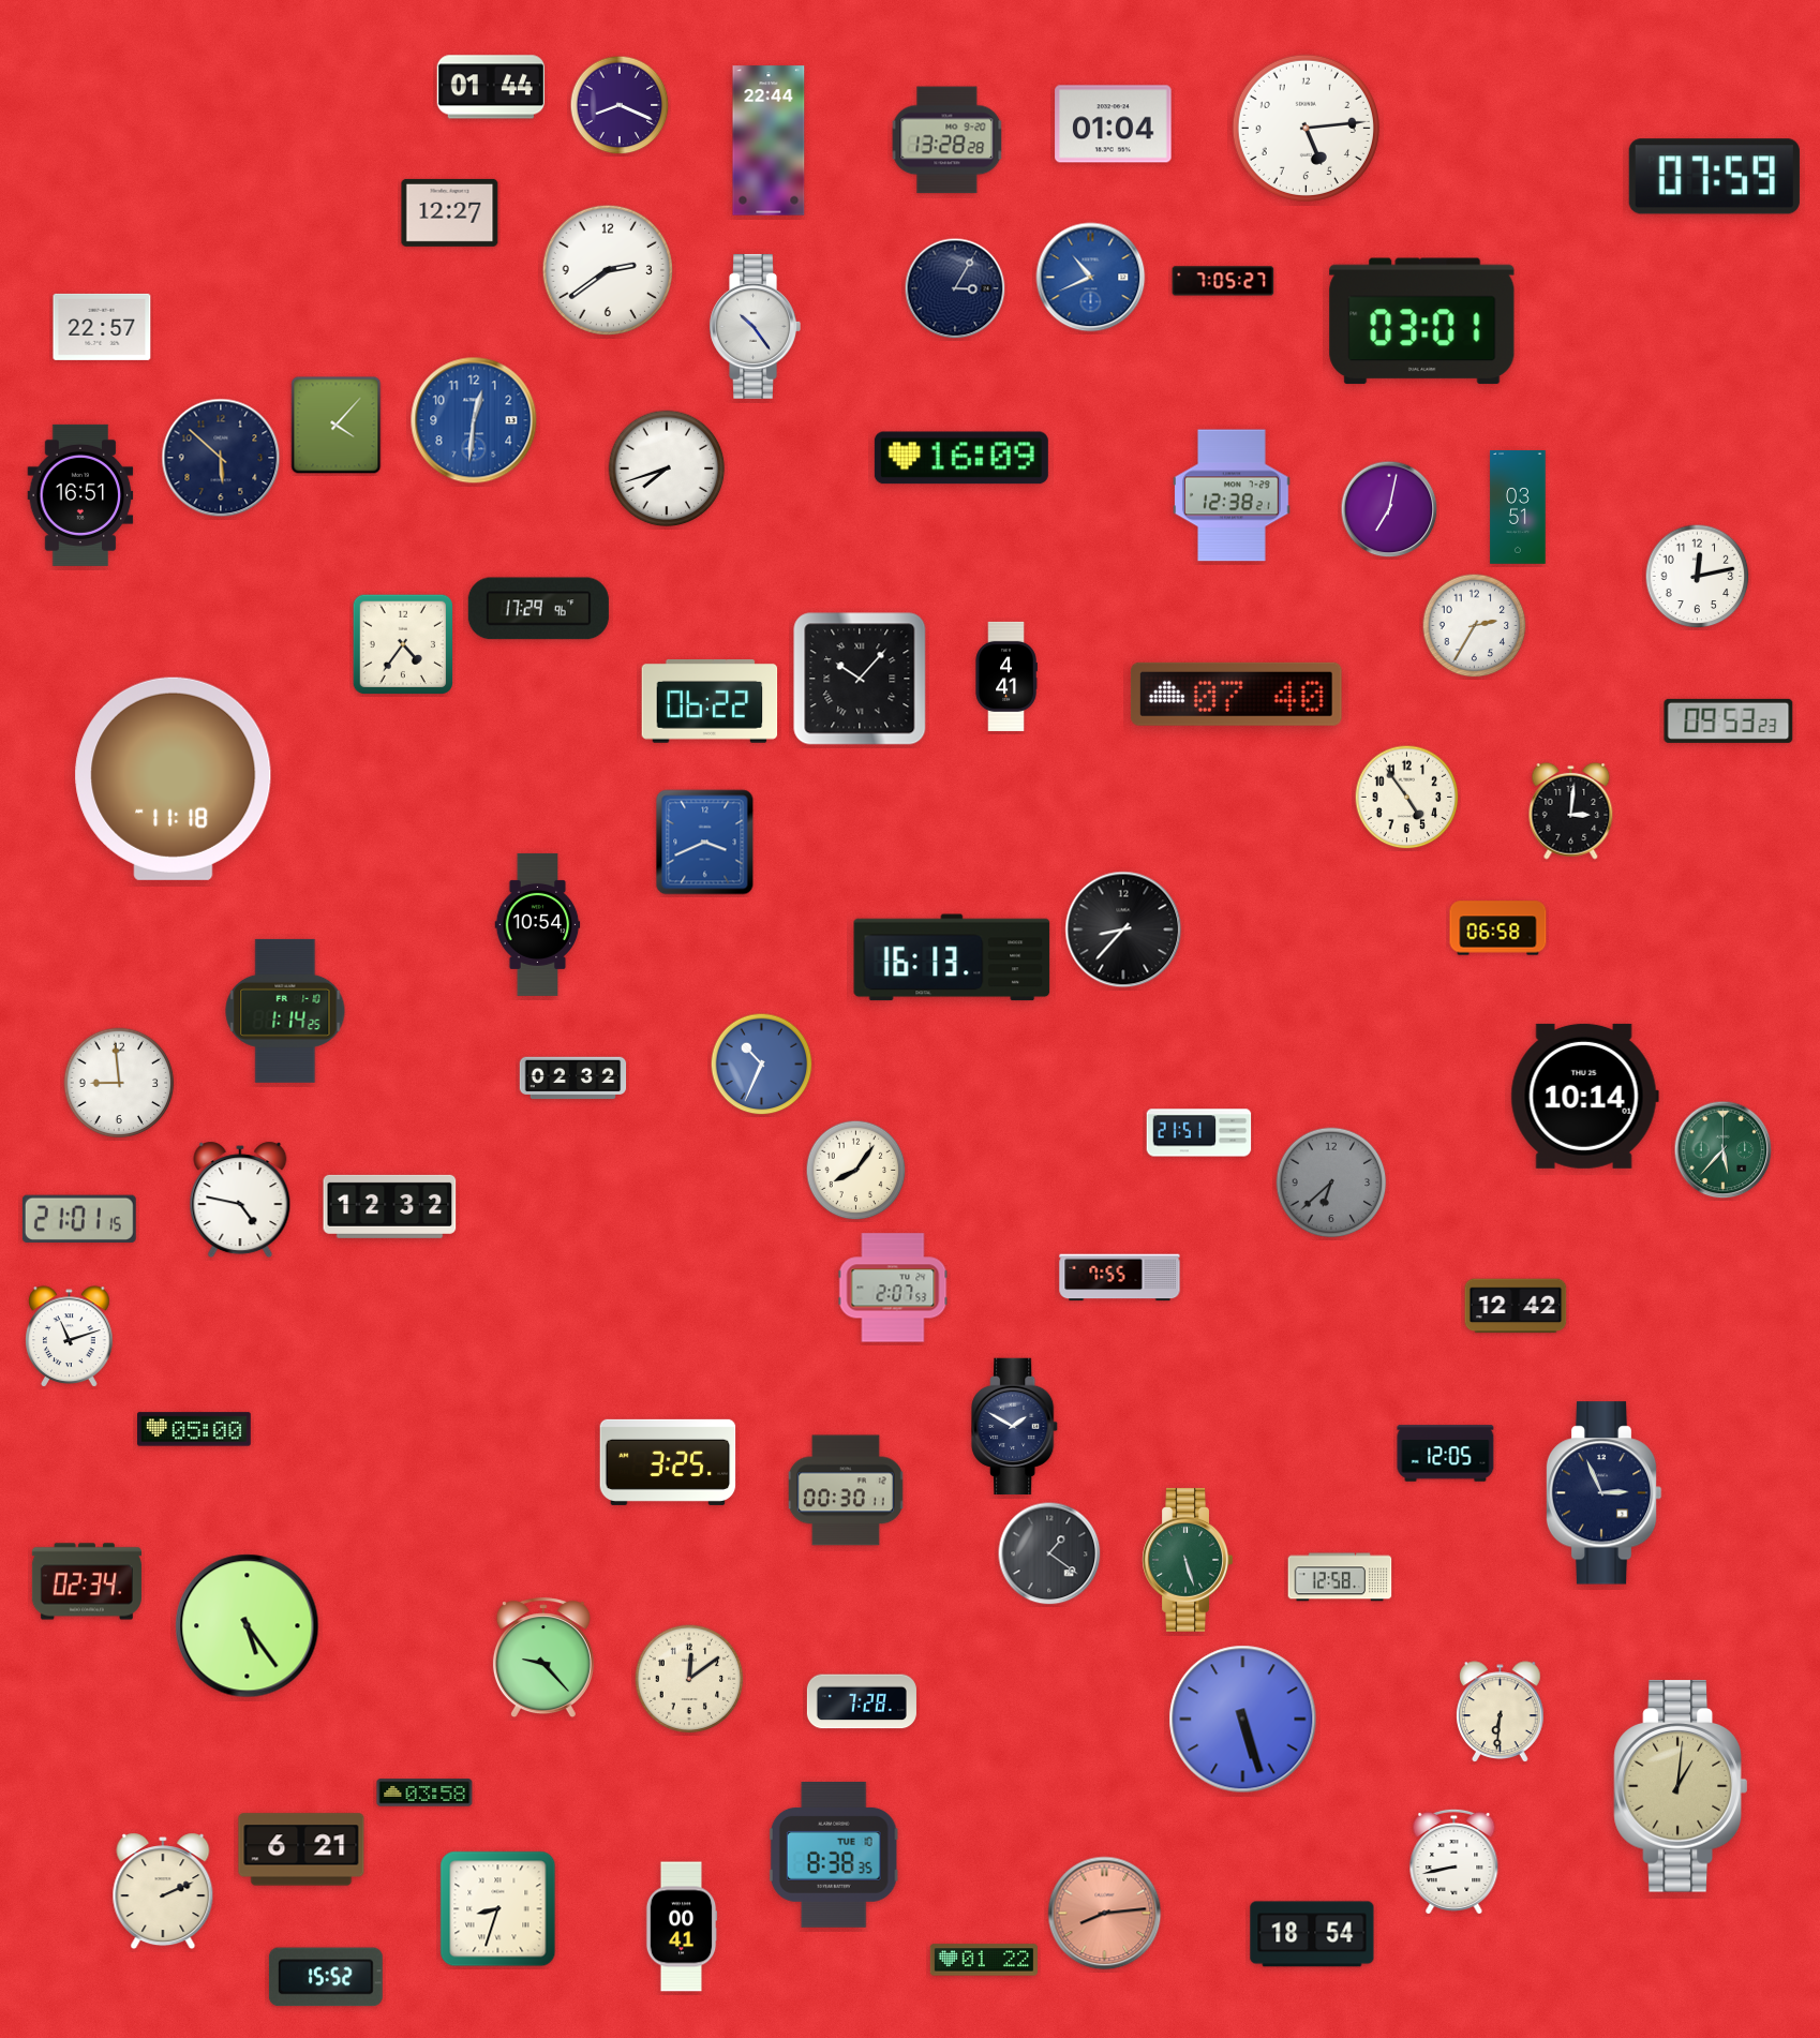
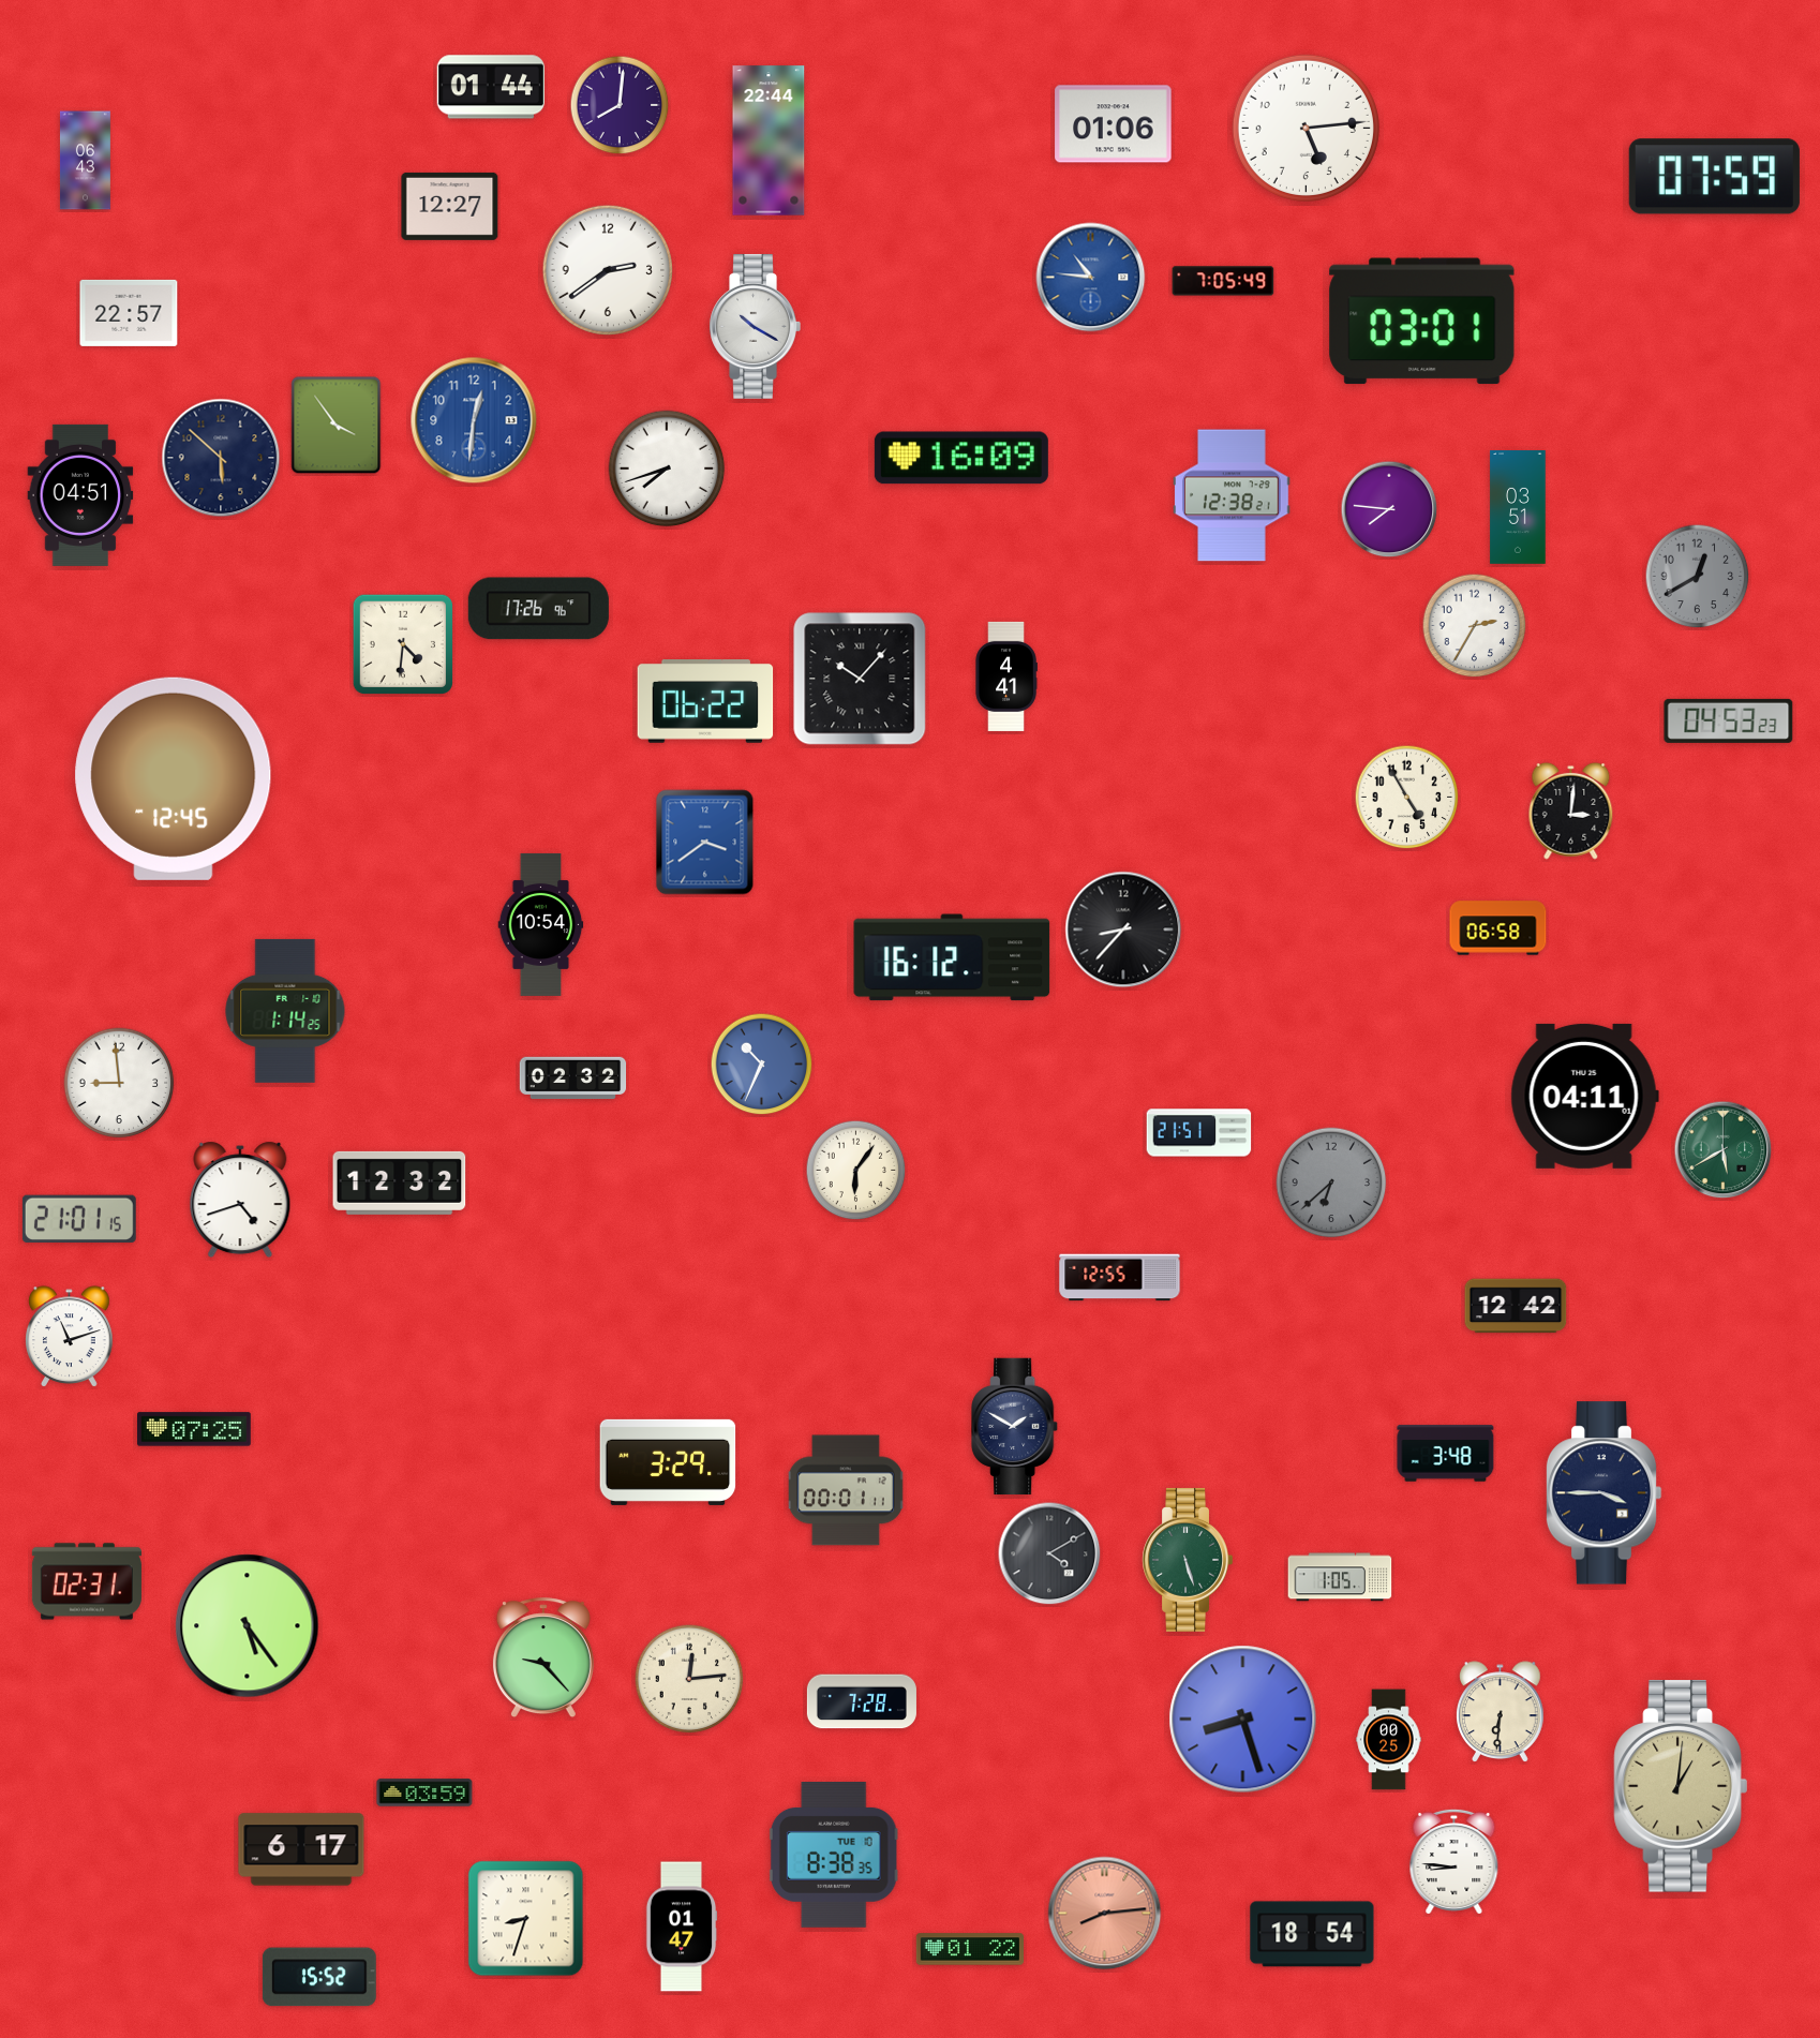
clock at (620, 105): 8:19 -> 8:01
clock at (1114, 124): 01:04 -> 01:06
clock at (948, 140): 13:28 -> none
clock at (85, 161): none -> 06:43
clock at (450, 212) position: (450, 212) -> (450, 206)
clock at (1091, 278): 10:41 -> 10:46
clock at (1223, 281): 7:05:27 -> 7:05:49
clock at (955, 288): 3:05 -> none
clock at (755, 326): 10:24 -> 10:20
clock at (102, 327) position: (102, 327) -> (129, 313)
clock at (337, 426): 4:07 -> 3:54
clock at (80, 495): 16:51 -> 04:51
clock at (1389, 509): 7:02 -> 7:46
clock at (1698, 577): 12:13 -> 12:40
clock at (1698, 577) dial: white -> grey
clock at (538, 609): 17:29 -> 17:26
clock at (402, 643): 4:36 -> 4:31
clock at (1236, 694): 07:40 -> none
clock at (710, 702) position: (710, 702) -> (705, 702)
clock at (1729, 720): 09:53 -> 04:53
clock at (174, 778): 11:18 -> 12:45
clock at (1407, 798): 4:54 -> 4:55
clock at (705, 843): 3:41 -> 3:39
clock at (538, 924) position: (538, 924) -> (541, 924)
clock at (952, 957): 16:13 -> 16:12
clock at (1584, 1096): 10:14 -> 04:11
clock at (1724, 1150): 5:37 -> 5:40
clock at (856, 1171): 8:06 -> 6:06
clock at (240, 1200): 4:47 -> 4:42
clock at (390, 1206) position: (390, 1206) -> (400, 1182)
clock at (1120, 1278): 7:55 -> 12:55
clock at (893, 1288): 2:07 -> none
clock at (195, 1429): 05:00 -> 07:25
clock at (1446, 1454): 12:05 -> 3:48
clock at (668, 1462): 3:25 -> 3:29
clock at (846, 1490): 00:30 -> 00:01
clock at (1603, 1493): 2:56 -> 3:45
clock at (1049, 1553): 1:21 -> 4:10
clock at (1340, 1577): 12:58 -> 1:05
clock at (87, 1581): 02:34 -> 02:31
clock at (689, 1679): 12:09 -> 12:14
clock at (1243, 1720): 5:27 -> 8:27
clock at (1389, 1740): none -> 00:25
clock at (424, 1792): 03:58 -> 03:59
clock at (301, 1849): 6:21 -> 6:17
clock at (1454, 1861): 8:43 -> 8:46
clock at (163, 1891): 2:11 -> none
clock at (498, 1909) position: (498, 1909) -> (526, 1919)
clock at (682, 1927): 00:41 -> 01:47
clock at (983, 1960) position: (983, 1960) -> (969, 1949)
clock at (326, 1977) position: (326, 1977) -> (319, 1977)
